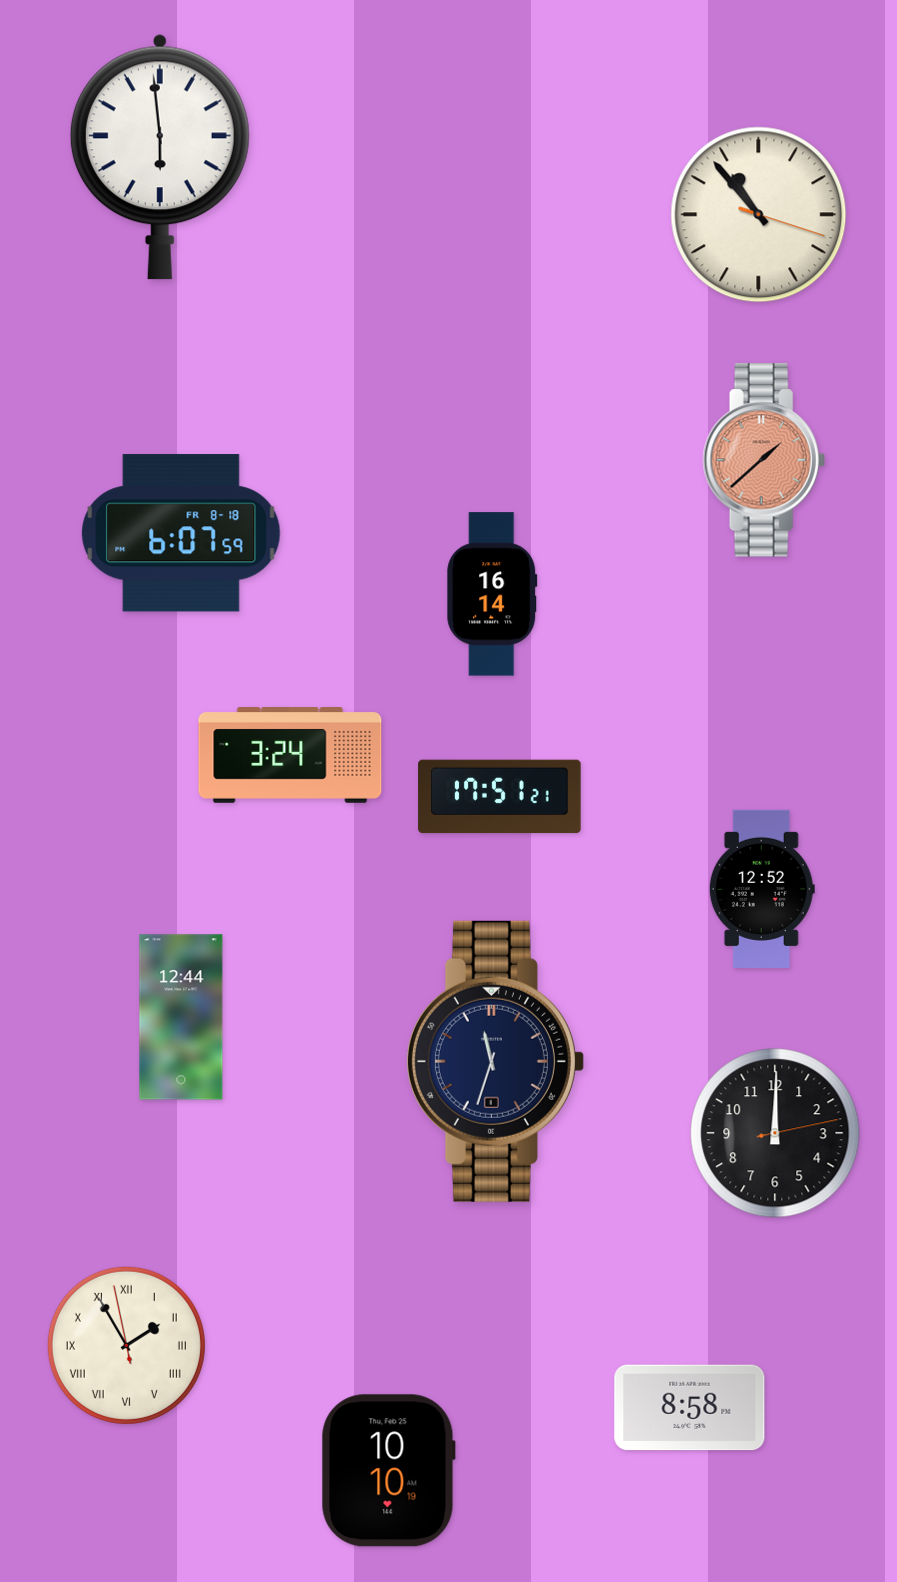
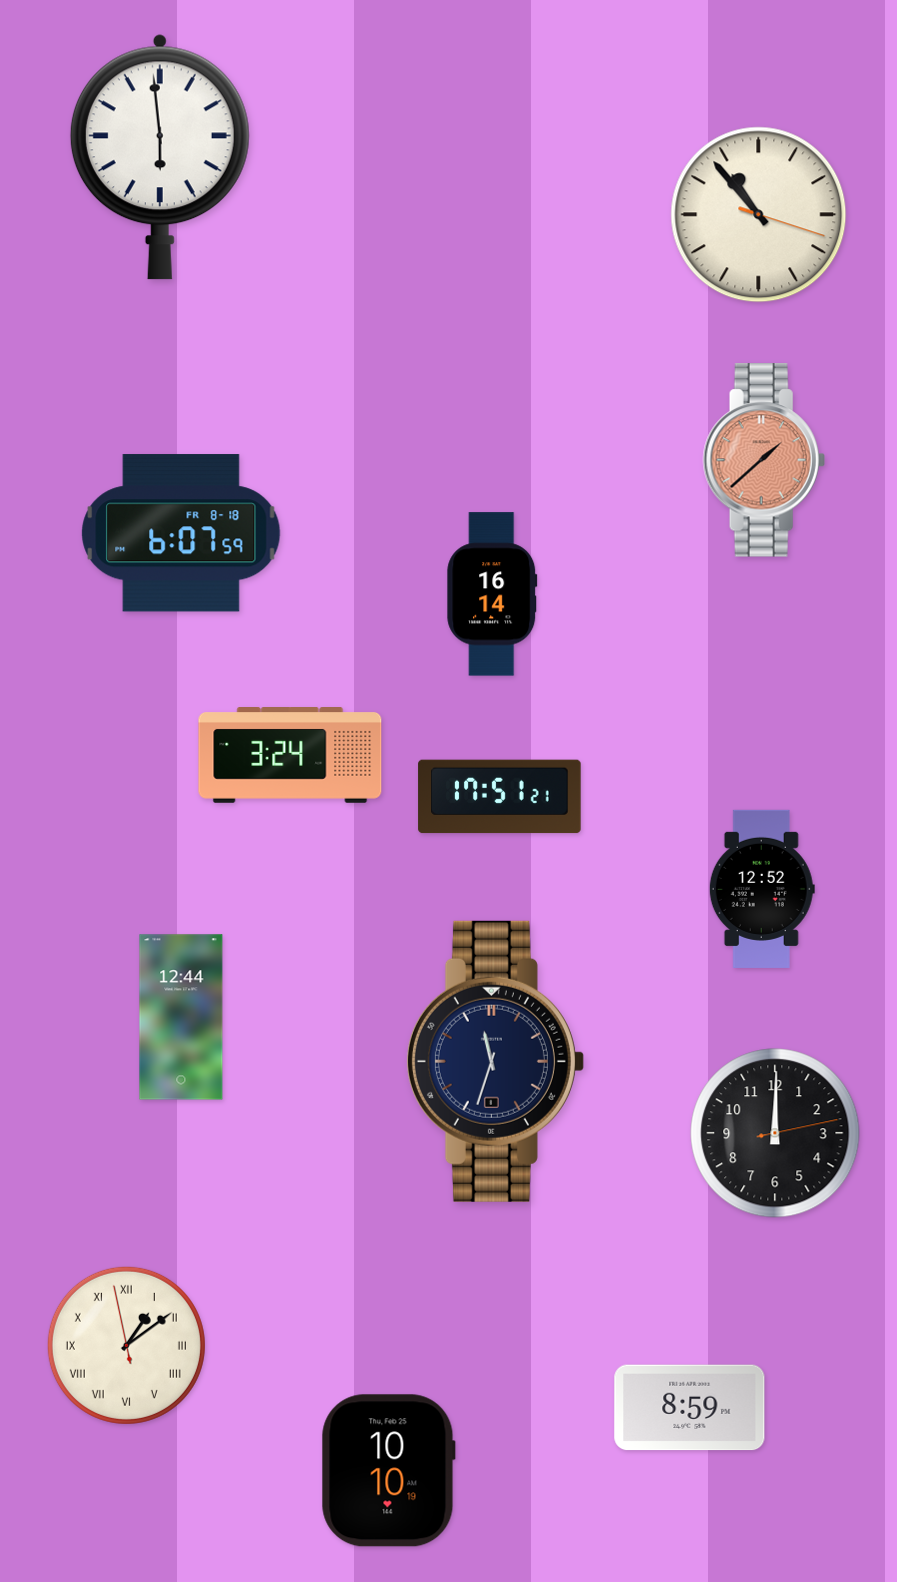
clock at (126, 1345): 1:54 -> 1:08
clock at (690, 1408): 8:58 -> 8:59
